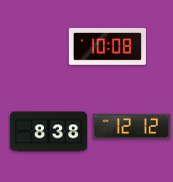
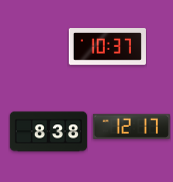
clock at (107, 47): 10:08 -> 10:37
clock at (131, 126): 12:12 -> 12:17
